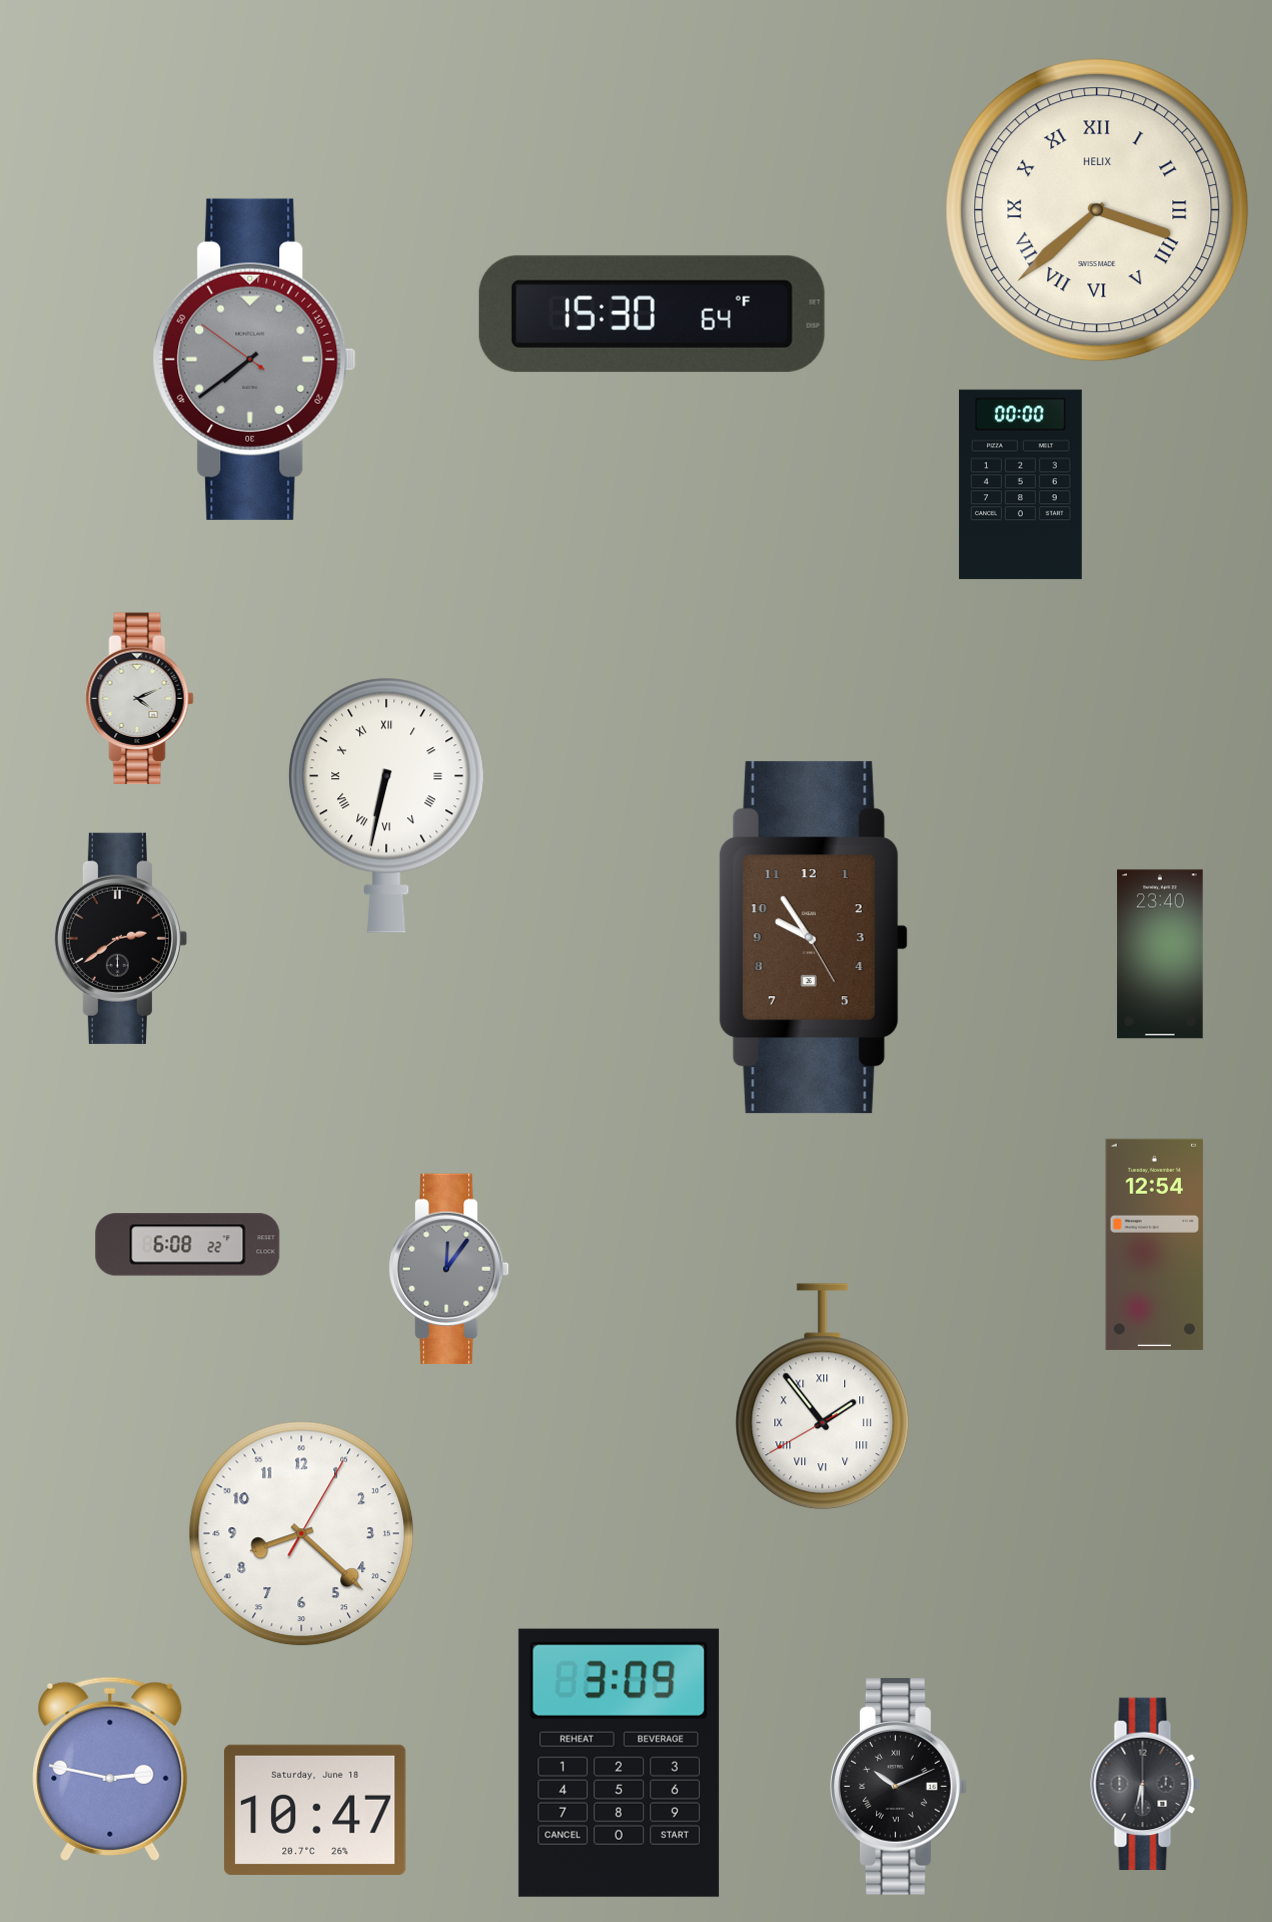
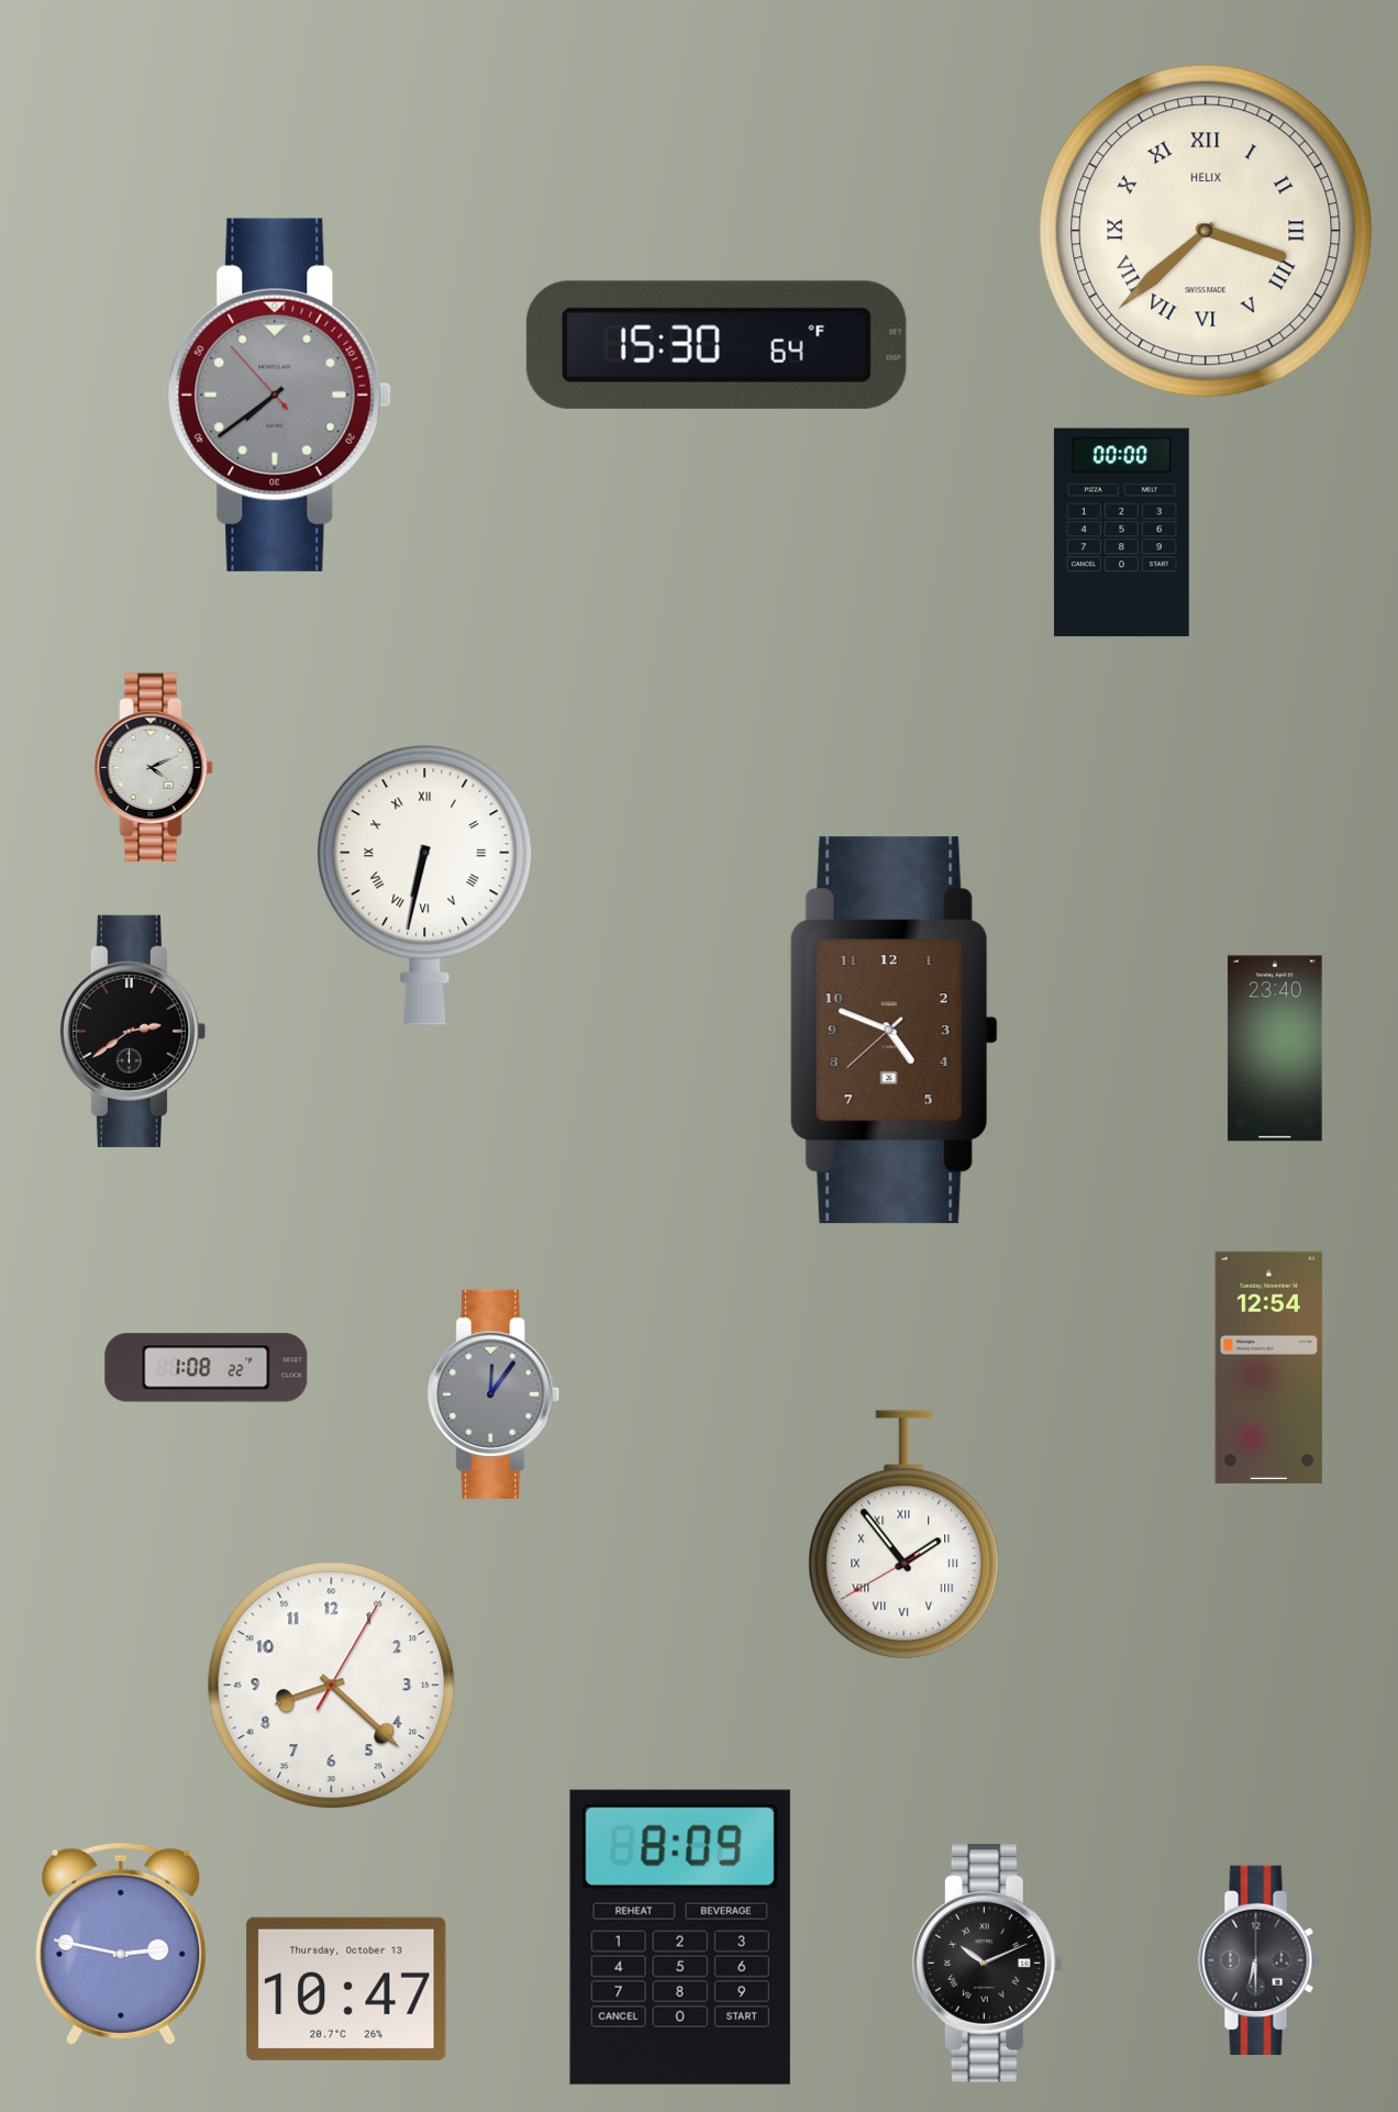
clock at (254, 359): 7:38:51 -> 7:38:53
clock at (813, 938): 9:54 -> 4:48
clock at (188, 1245): 6:08 -> 1:08
clock at (619, 1763): 3:09 -> 8:09
clock at (315, 1810) date: Saturday, June 18 -> Thursday, October 13
